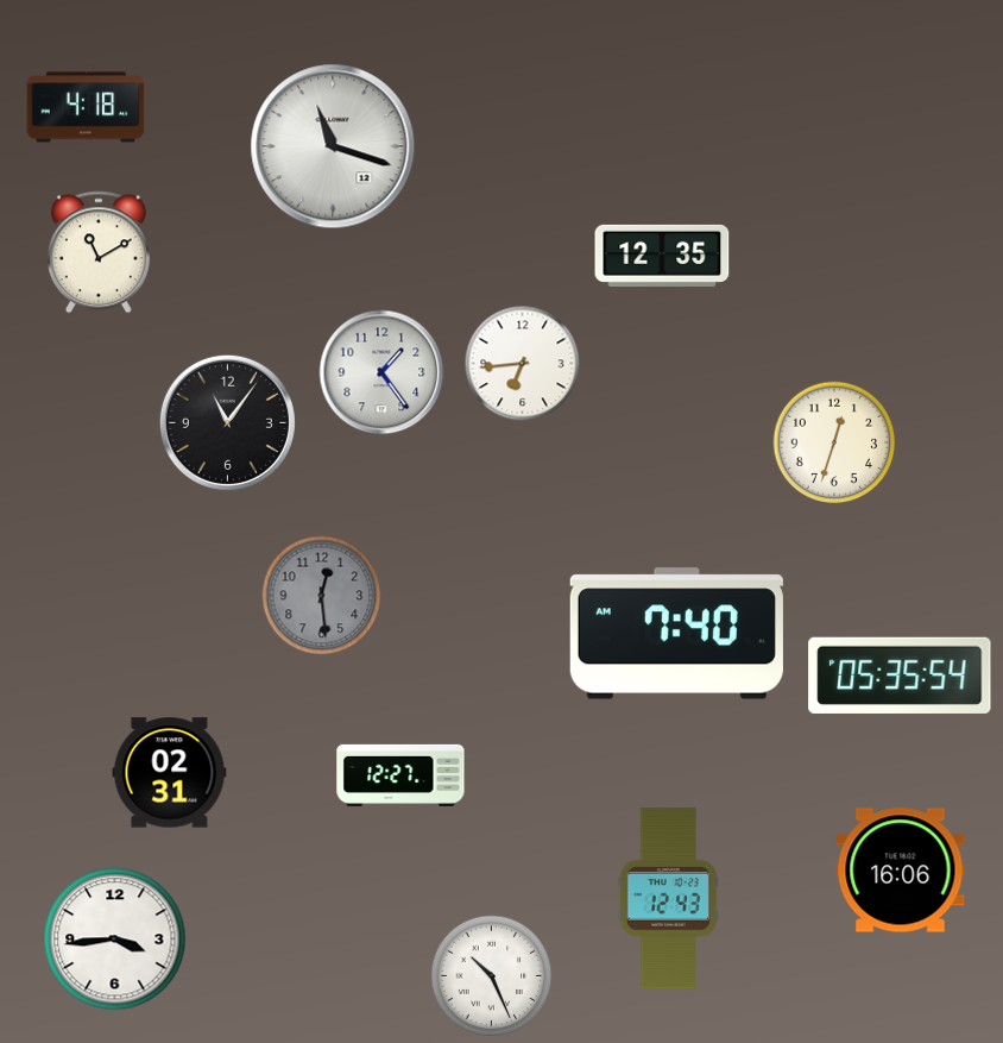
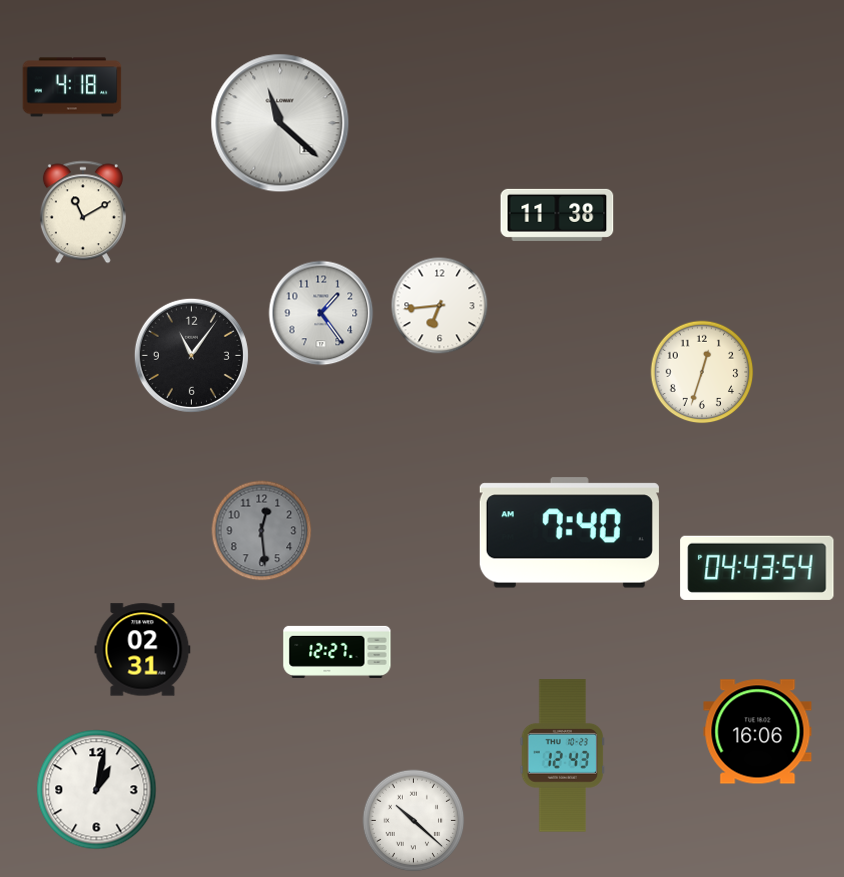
clock at (86, 107) position: (86, 107) -> (72, 87)
clock at (333, 146): 11:18 -> 11:22
clock at (662, 256): 12:35 -> 11:38
clock at (322, 596) position: (322, 596) -> (262, 531)
clock at (900, 676): 05:35 -> 04:43
clock at (115, 940): 3:44 -> 1:02
clock at (492, 976): 10:26 -> 10:22
